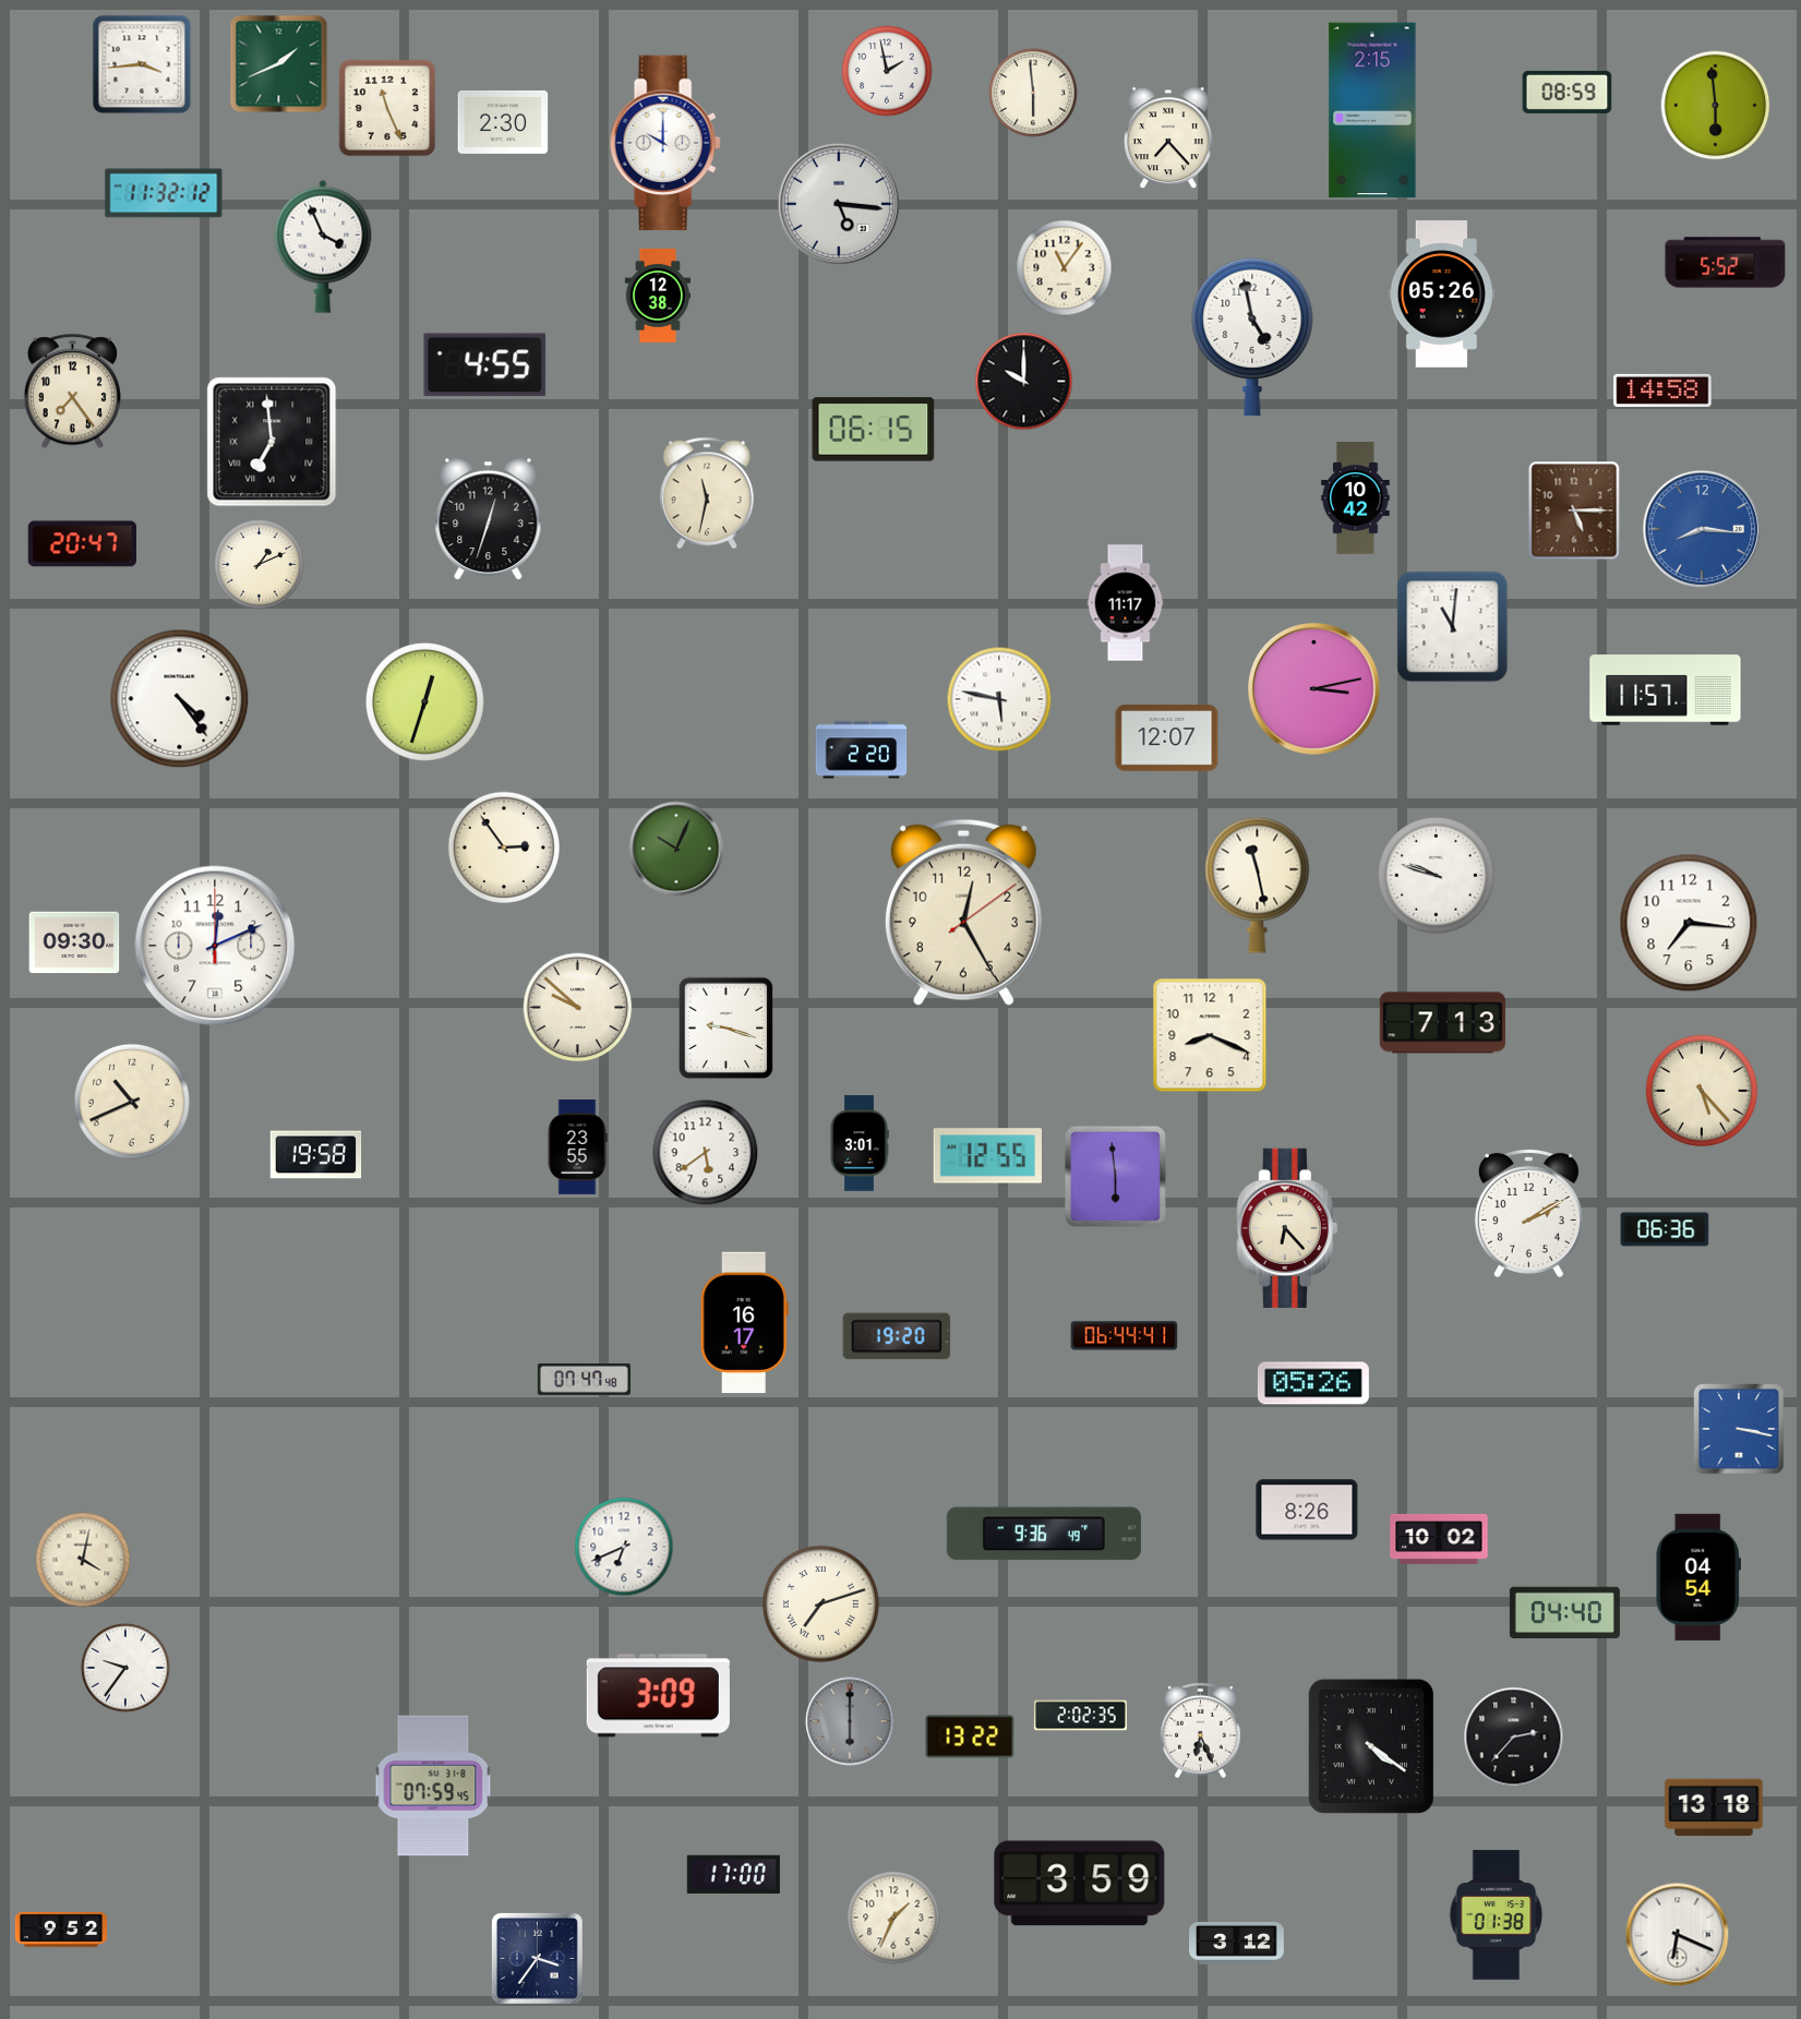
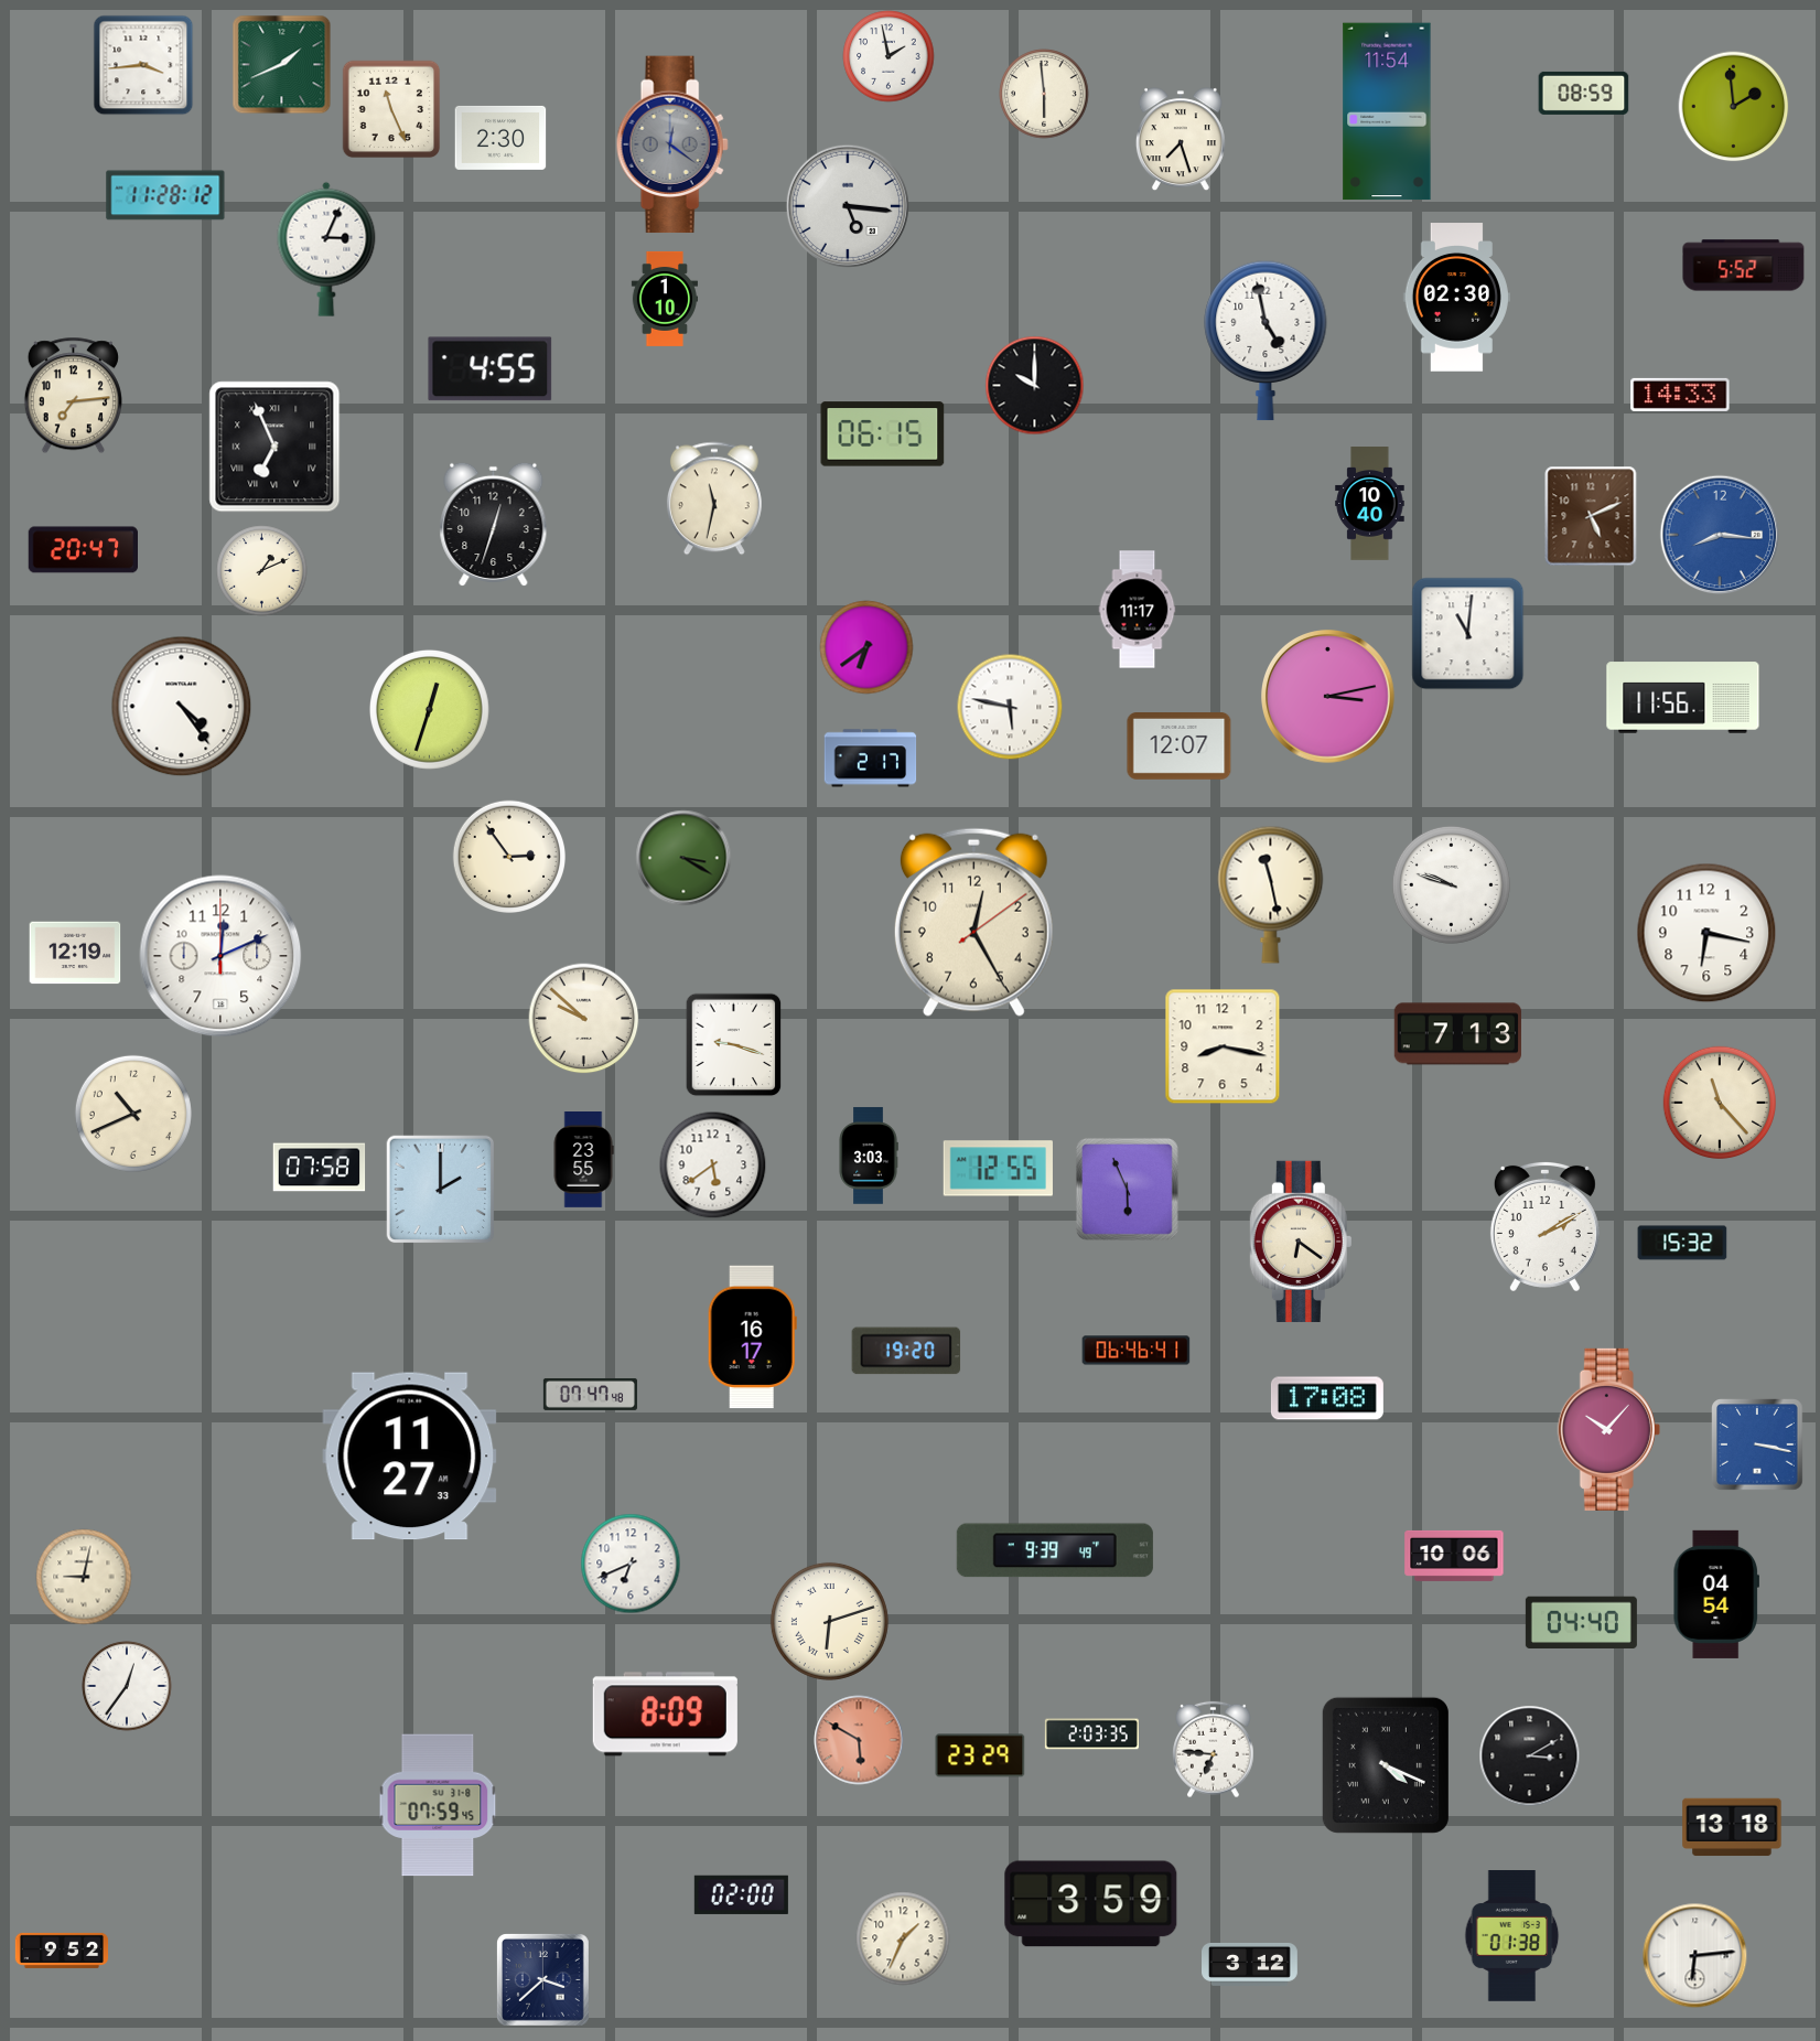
clock at (887, 71) position: (887, 71) -> (889, 56)
clock at (1716, 106): 5:59 -> 1:59
clock at (1372, 110): 2:15 -> 11:54
clock at (503, 122) position: (503, 122) -> (500, 138)
clock at (1168, 139): 7:23 -> 7:27
clock at (665, 143): 10:00 -> 12:21
clock at (665, 143) dial: white -> grey
clock at (164, 193): 11:32 -> 11:28
clock at (323, 247): 3:56 -> 3:04
clock at (1065, 268): 11:06 -> none
clock at (1441, 295): 05:26 -> 02:30
clock at (657, 296): 12:38 -> 1:10
clock at (1662, 390): 14:58 -> 14:33
clock at (72, 392): 7:24 -> 7:14
clock at (272, 442): 6:59 -> 6:56
clock at (1356, 498): 10:42 -> 10:40
clock at (1574, 510): 5:15 -> 5:11
clock at (866, 647): none -> 6:39
clock at (1666, 690): 11:57 -> 11:56
clock at (862, 750): 2:20 -> 2:17
clock at (676, 849): 10:04 -> 3:20
clock at (1689, 923): 7:16 -> 6:17
clock at (74, 942): 09:30 -> 12:19
clock at (215, 946) position: (215, 946) -> (220, 956)
clock at (727, 1029) position: (727, 1029) -> (734, 1045)
clock at (1210, 1035): 8:19 -> 8:17
clock at (1701, 1090): 5:23 -> 11:23
clock at (860, 1143): 3:01 -> 3:03
clock at (316, 1155): 19:58 -> 07:58
clock at (1115, 1176): 5:59 -> 5:56
clock at (441, 1190): none -> 2:00
clock at (1287, 1228): 6:23 -> 6:21
clock at (1665, 1229): 06:36 -> 15:32
clock at (1125, 1336): 06:44 -> 06:46
clock at (1313, 1383): 05:26 -> 17:08
clock at (1608, 1429): none -> 10:07
clock at (410, 1457): none -> 11:27
clock at (1307, 1510): 8:26 -> none
clock at (1044, 1534): 9:36 -> 9:39
clock at (1439, 1539): 10:02 -> 10:06
clock at (83, 1560): 4:02 -> 9:02
clock at (820, 1603): 7:12 -> 6:12
clock at (1564, 1612) position: (1564, 1612) -> (1581, 1622)
clock at (125, 1668): 9:36 -> 12:36
clock at (658, 1696): 3:09 -> 8:09
clock at (1080, 1716): 2:02 -> 2:03
clock at (850, 1721): 6:00 -> 5:50
clock at (850, 1721) dial: grey -> salmon
clock at (1201, 1731): 6:26 -> 6:46
clock at (970, 1736): 13:22 -> 23:29
clock at (1514, 1738): 2:37 -> 3:10
clock at (1371, 1746): 4:21 -> 4:19
clock at (733, 1874): 17:00 -> 02:00
clock at (1678, 1935): 6:19 -> 6:14
clock at (537, 1958): 3:36 -> 3:38
